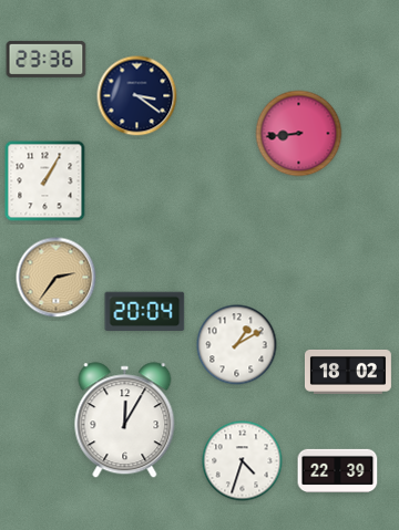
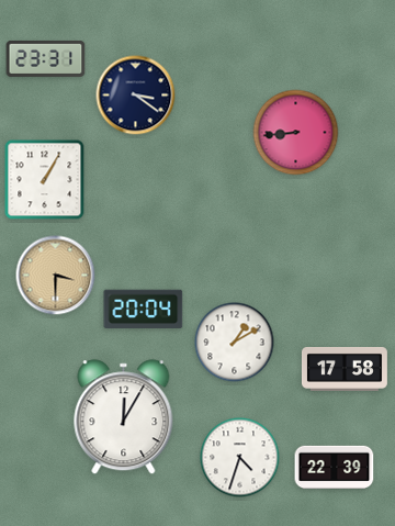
clock at (47, 59): 23:36 -> 23:31
clock at (57, 278): 2:36 -> 3:30
clock at (348, 372): 18:02 -> 17:58
